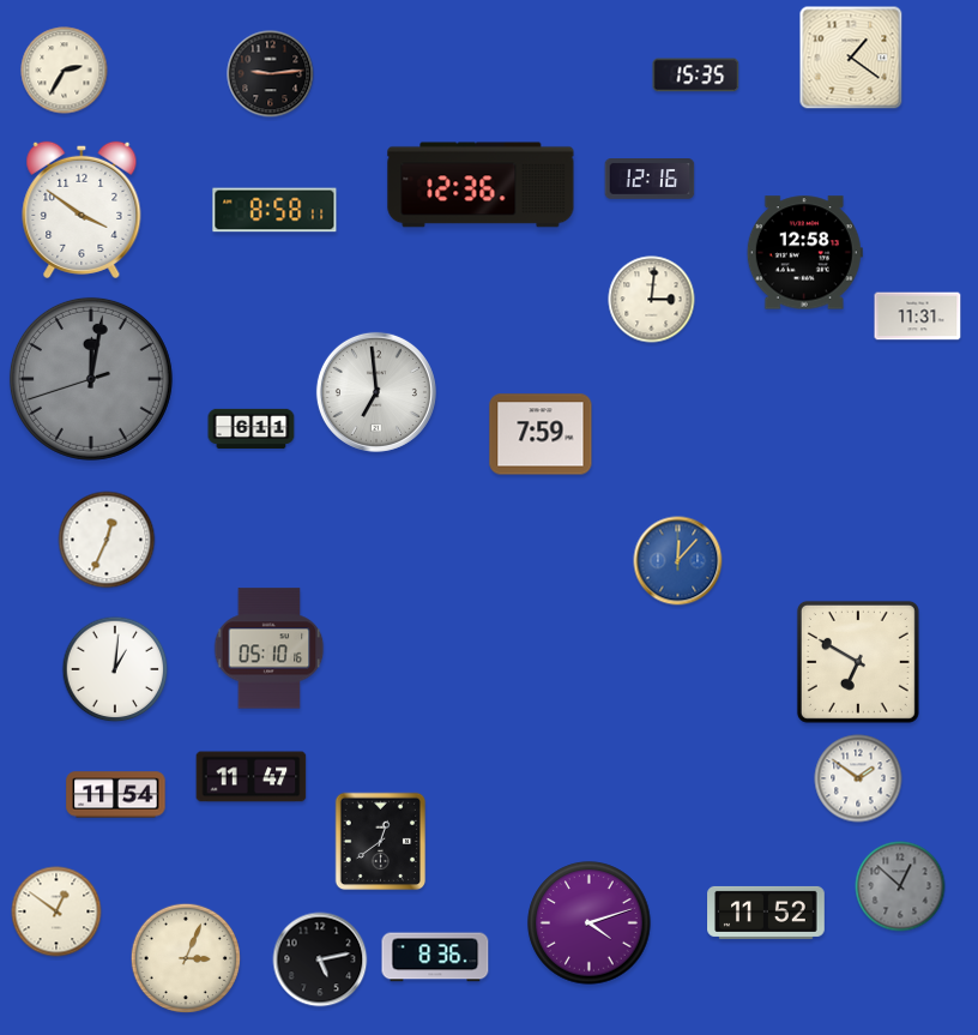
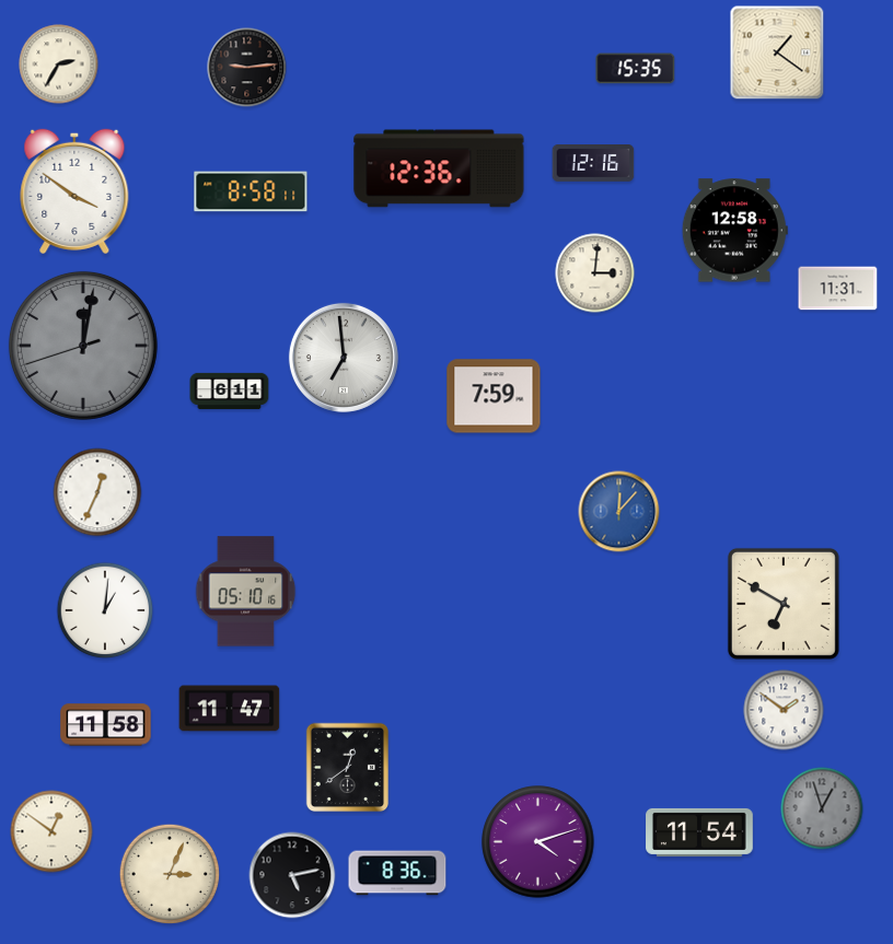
clock at (116, 795): 11:54 -> 11:58
clock at (900, 886): 12:52 -> 12:57
clock at (766, 913): 11:52 -> 11:54
